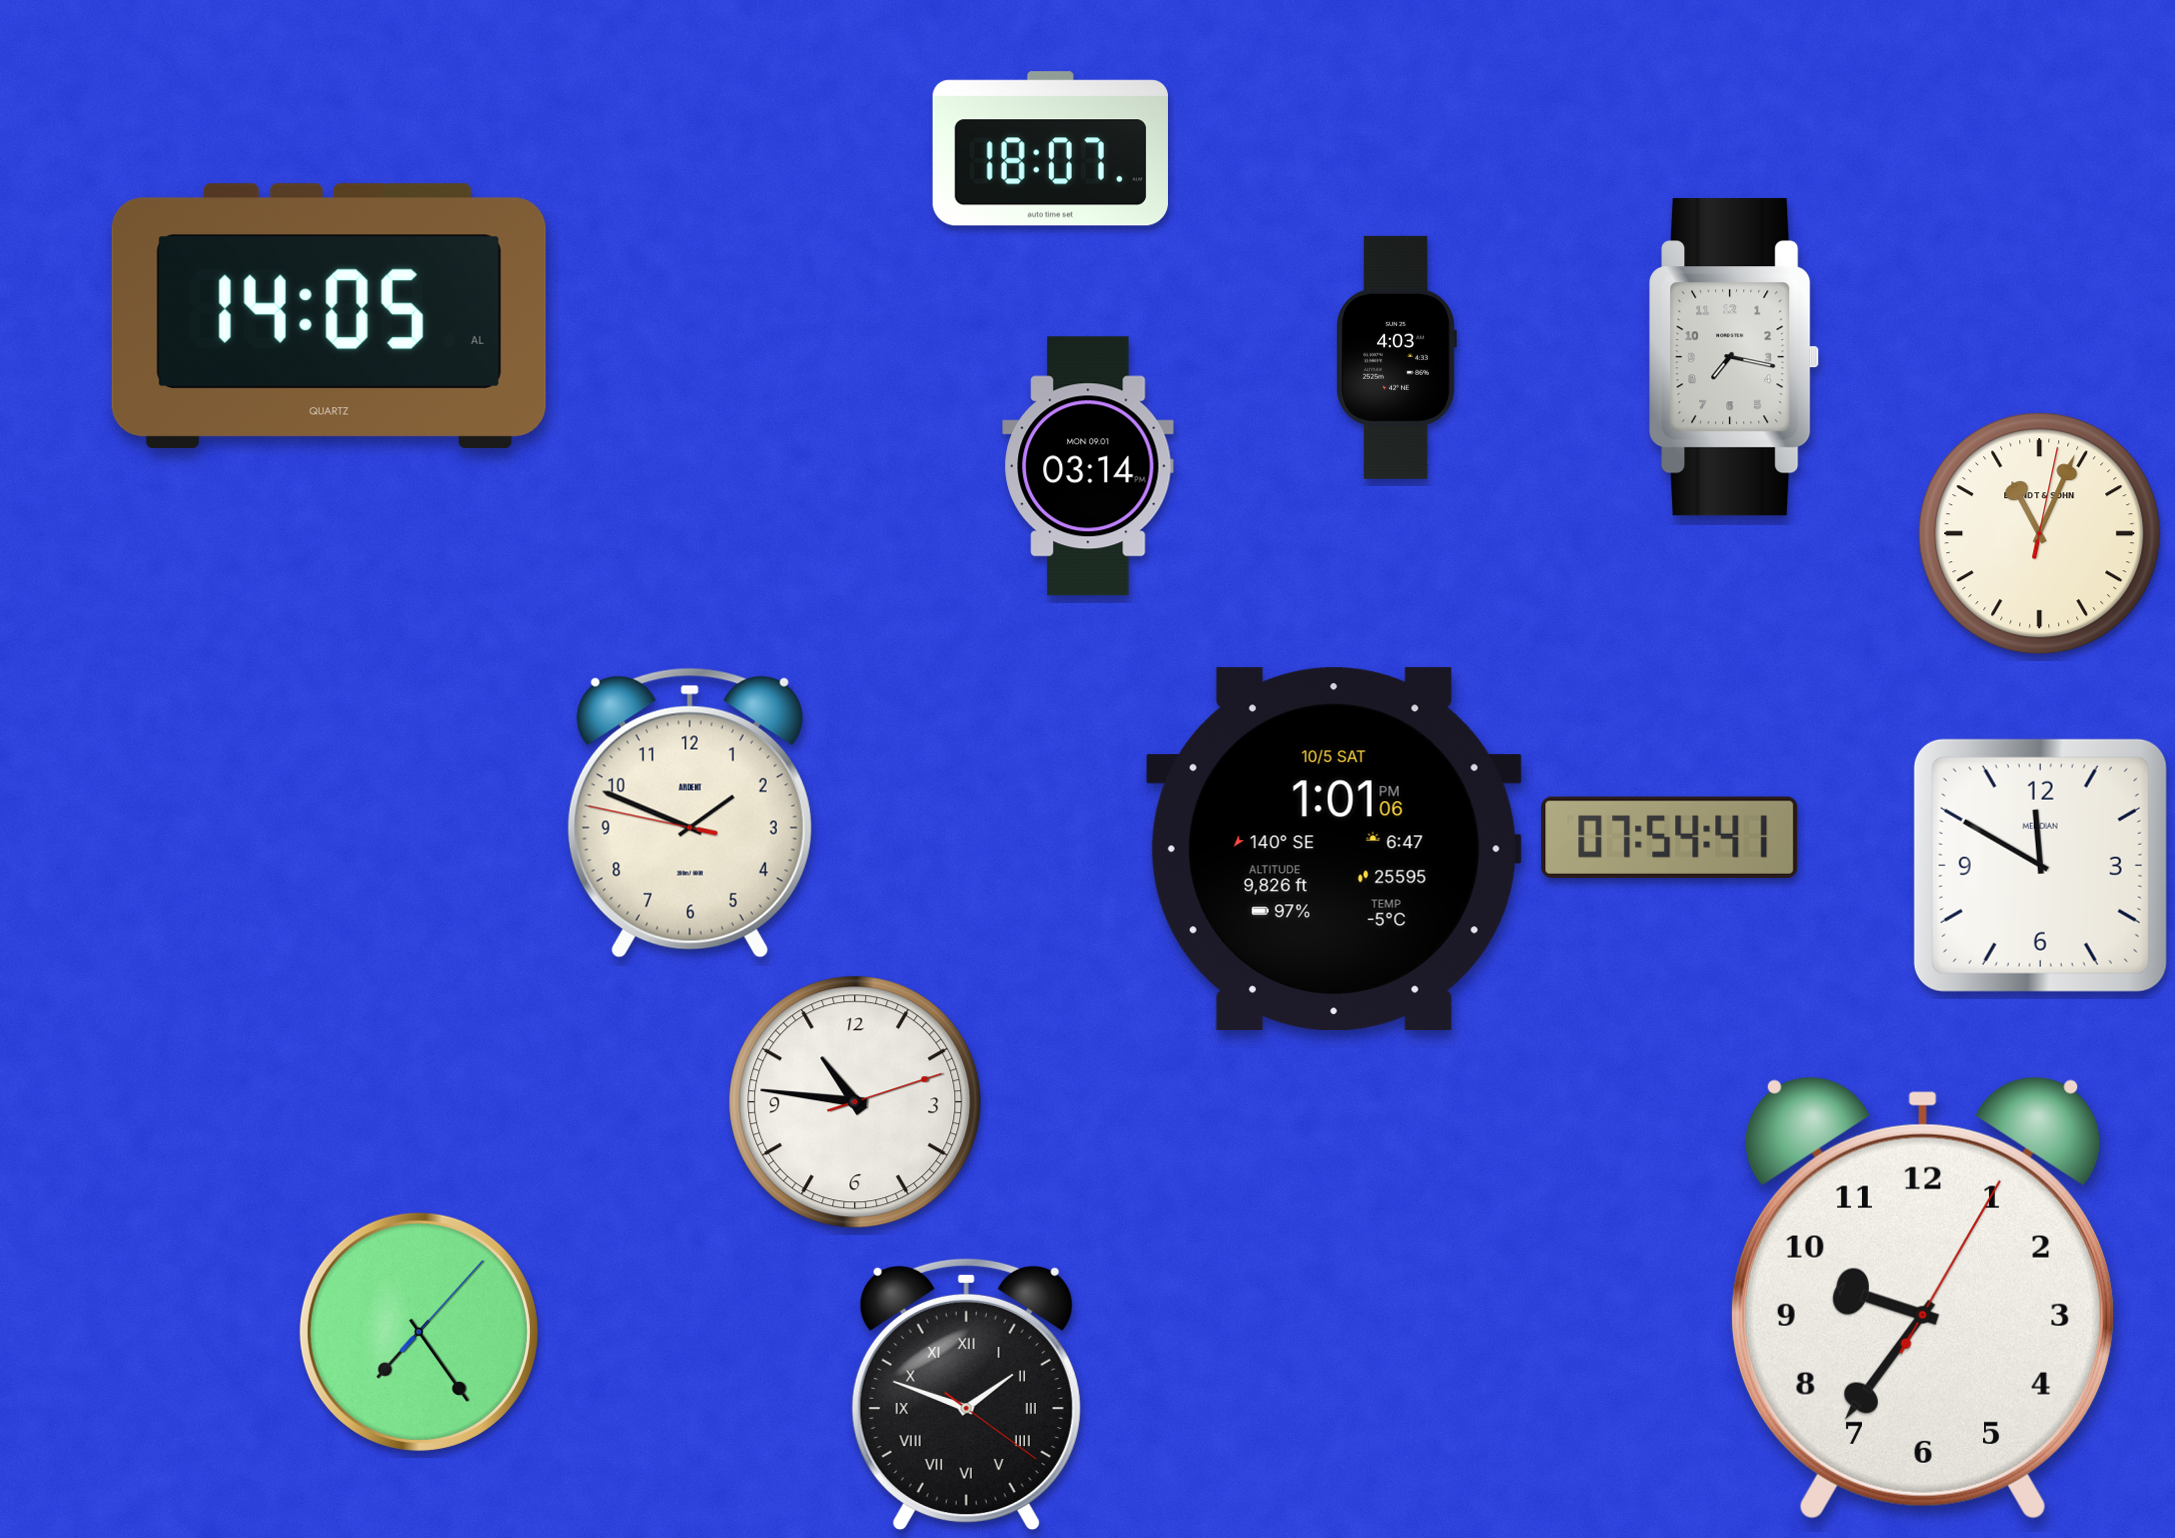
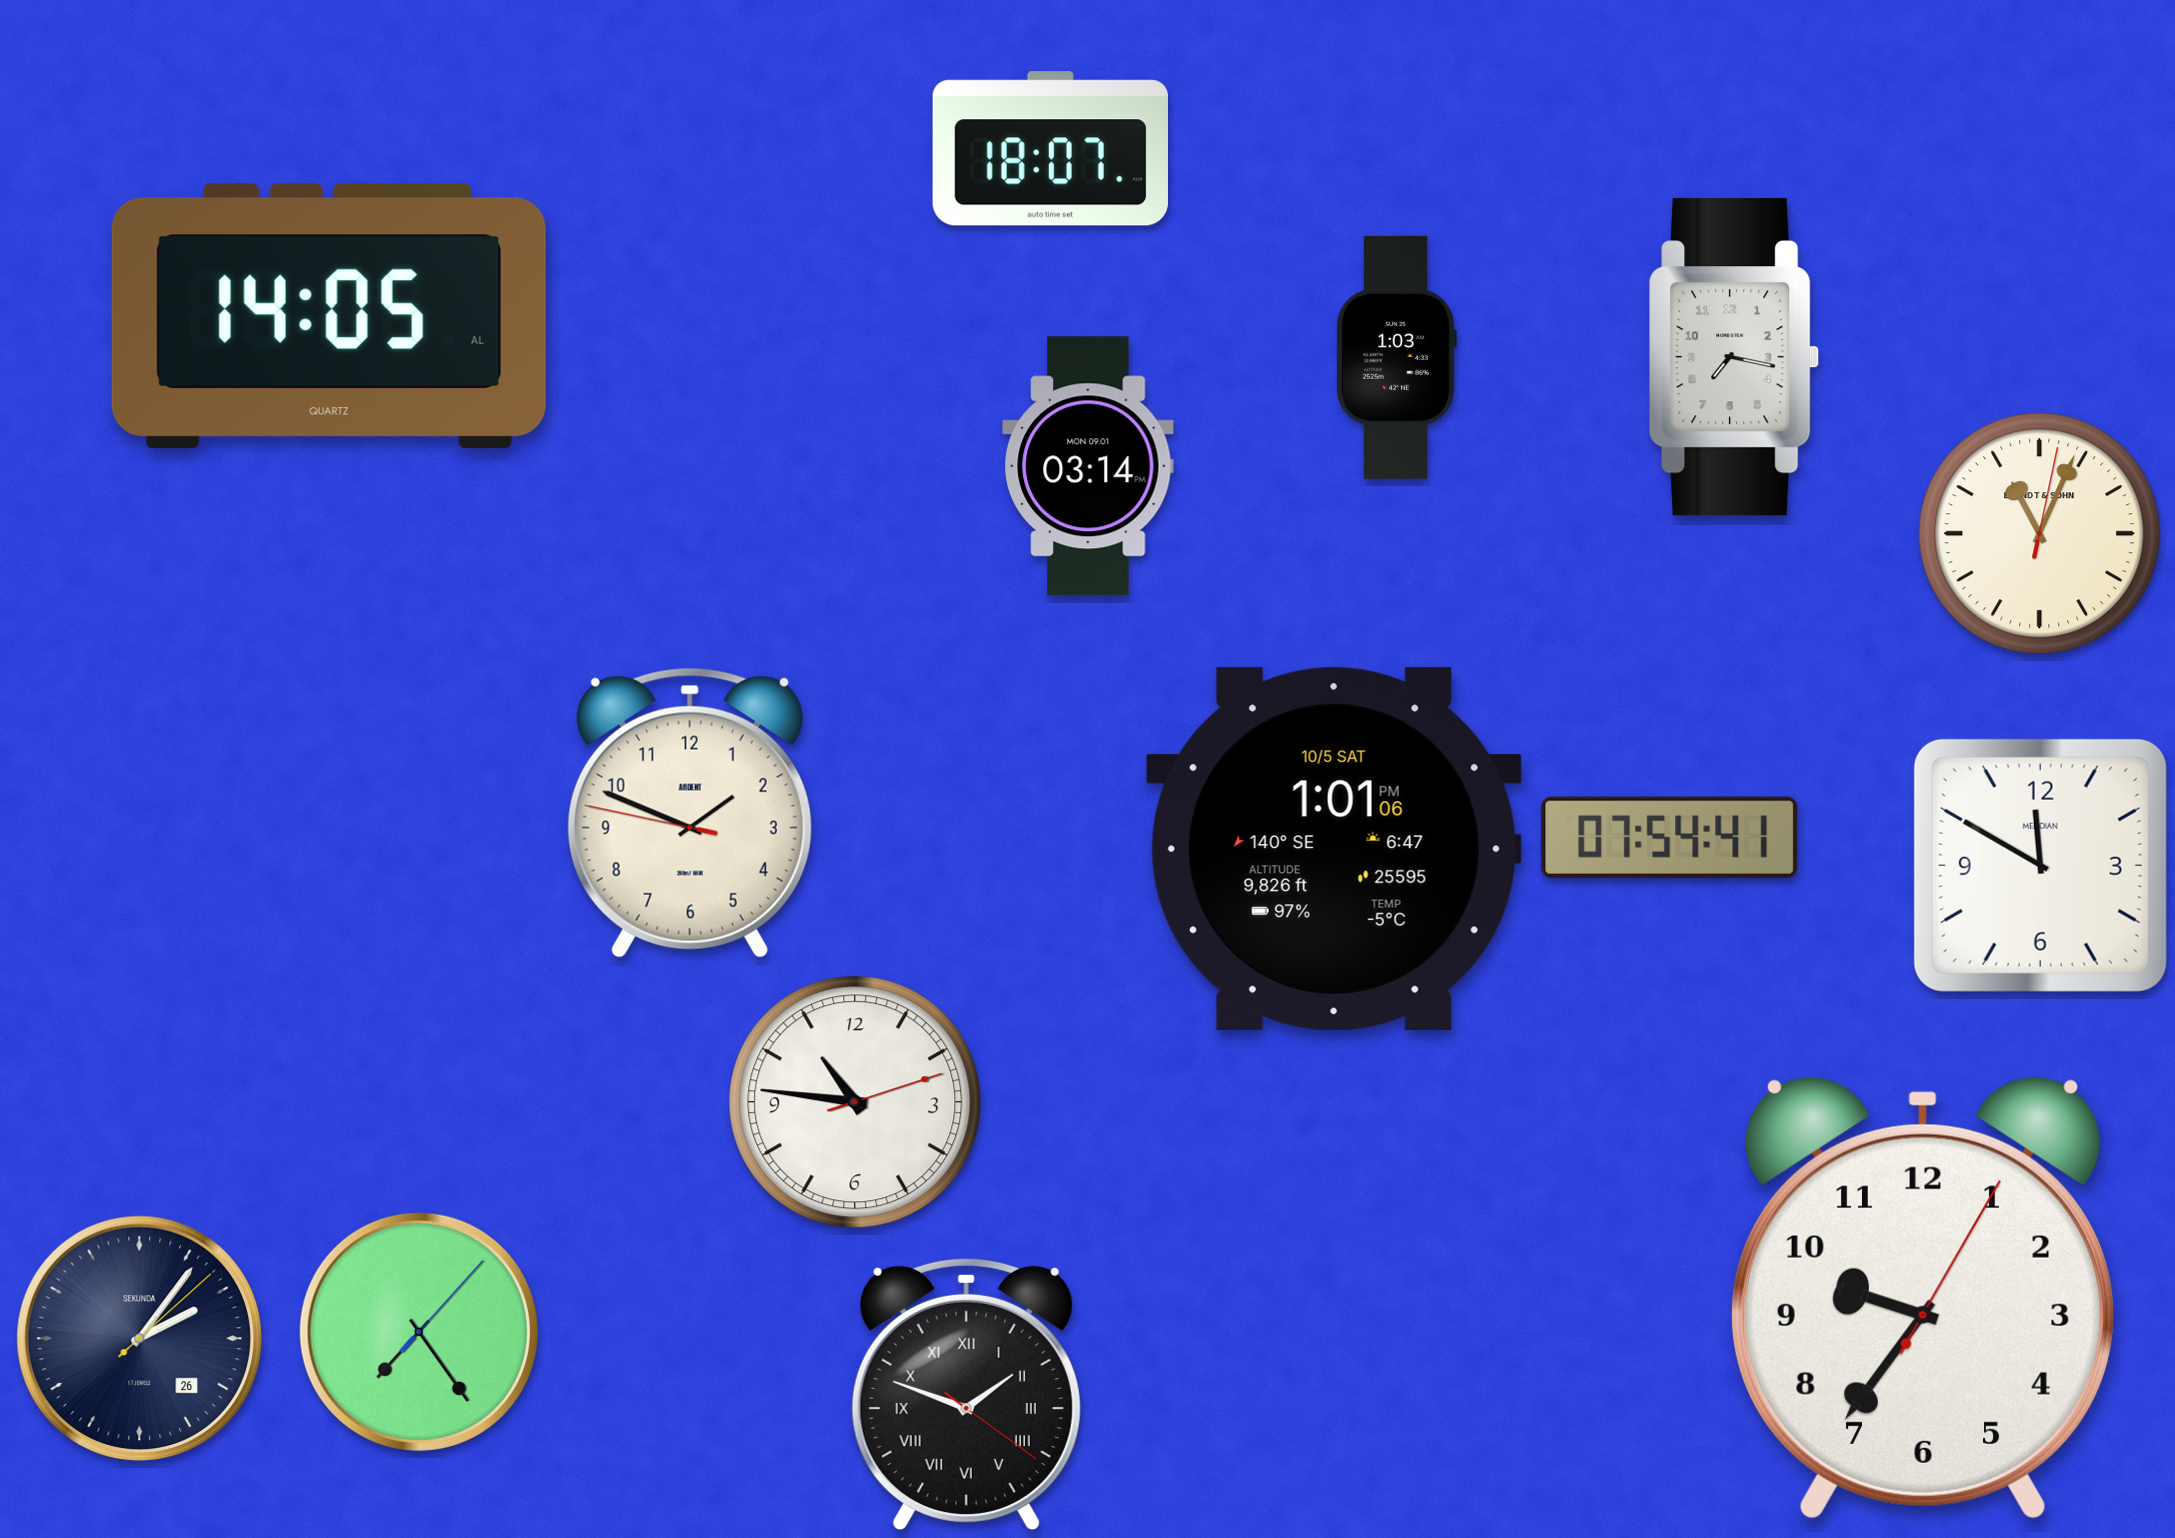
clock at (1396, 357): 4:03 -> 1:03
clock at (140, 1339): none -> 2:06
